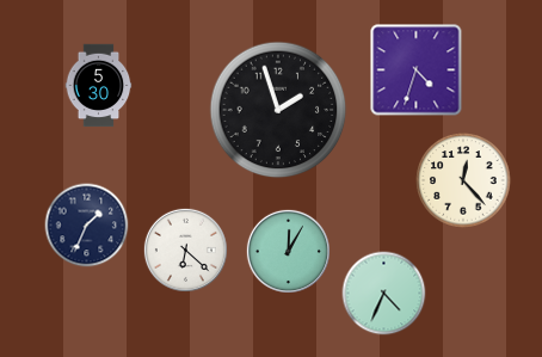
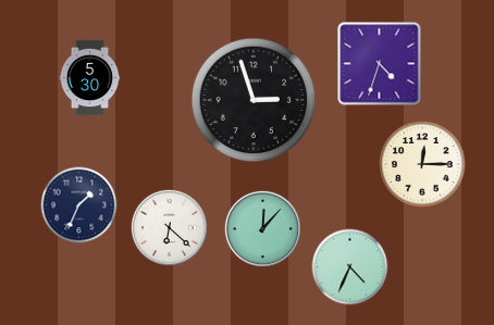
clock at (278, 110): 1:57 -> 2:57
clock at (463, 180): 12:23 -> 12:15
clock at (288, 251): 12:05 -> 12:07
